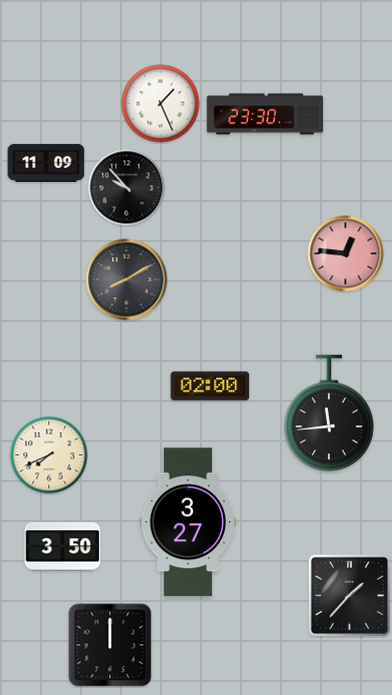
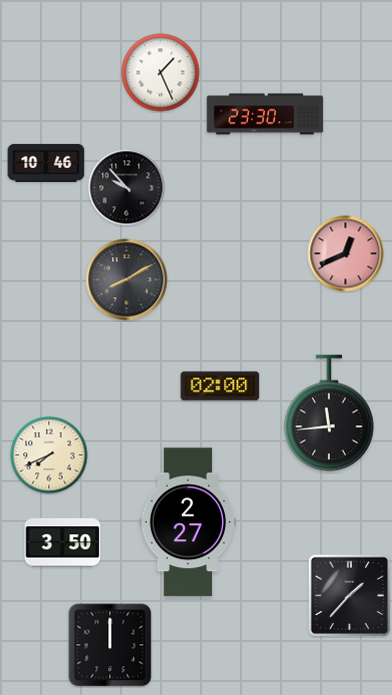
clock at (161, 104) position: (161, 104) -> (161, 73)
clock at (46, 163): 11:09 -> 10:46
clock at (346, 254): 12:46 -> 12:41
clock at (210, 386) position: (210, 386) -> (220, 386)
clock at (187, 522): 3:27 -> 2:27
clock at (63, 547) position: (63, 547) -> (63, 543)
